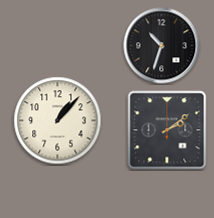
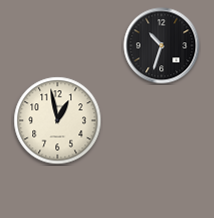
clock at (58, 121): 1:07 -> 12:58
clock at (167, 130): 2:09 -> none
